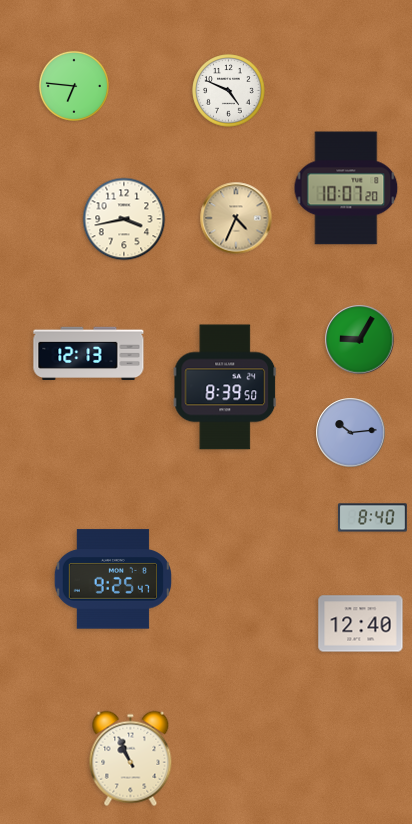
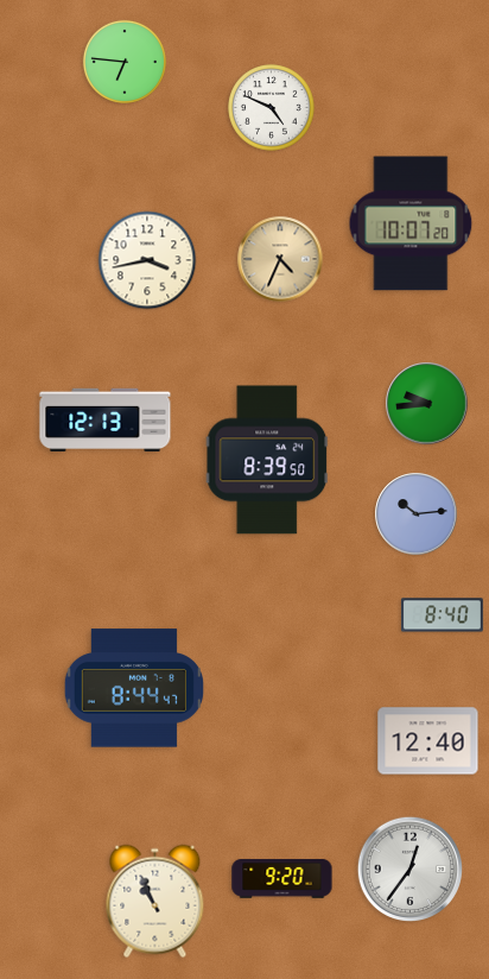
clock at (74, 86) position: (74, 86) -> (125, 62)
clock at (360, 340): 9:05 -> 9:44
clock at (112, 579): 9:25 -> 8:44
clock at (409, 869): none -> 12:36
clock at (282, 879): none -> 9:20
